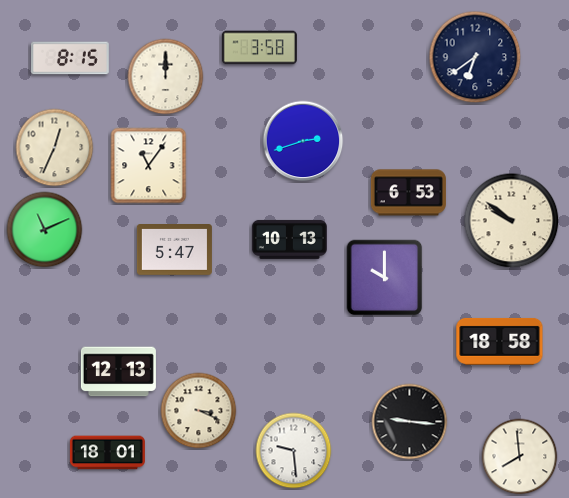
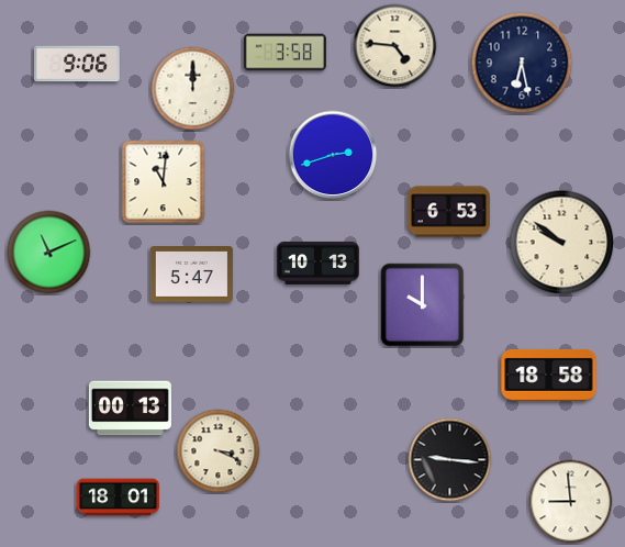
clock at (395, 46): none -> 4:46
clock at (475, 57): 6:39 -> 6:28
clock at (71, 58): 8:15 -> 9:06
clock at (166, 77) position: (166, 77) -> (193, 89)
clock at (55, 148): 12:34 -> none
clock at (149, 166): 11:06 -> 11:01
clock at (118, 372): 12:13 -> 00:13
clock at (410, 422) position: (410, 422) -> (450, 460)
clock at (294, 451): 9:29 -> none
clock at (520, 457): 7:59 -> 8:59
